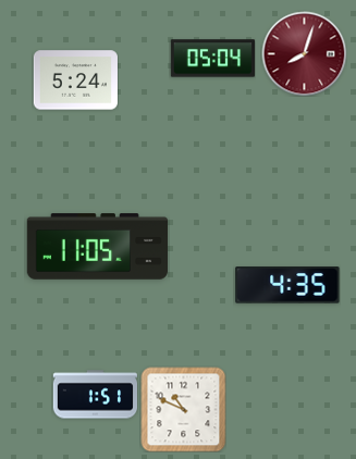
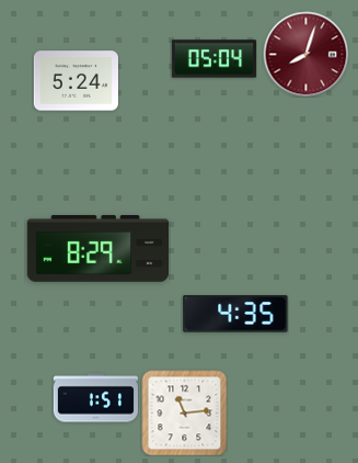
clock at (98, 247): 11:05 -> 8:29
clock at (287, 285) position: (287, 285) -> (235, 314)
clock at (183, 409): 10:49 -> 11:14
